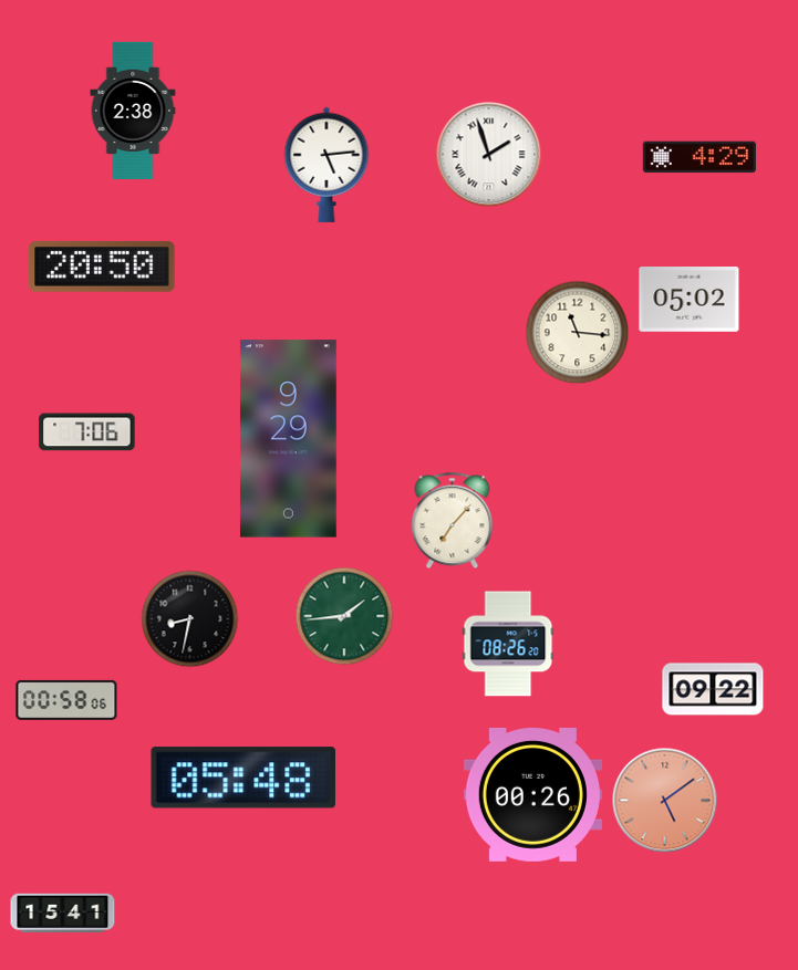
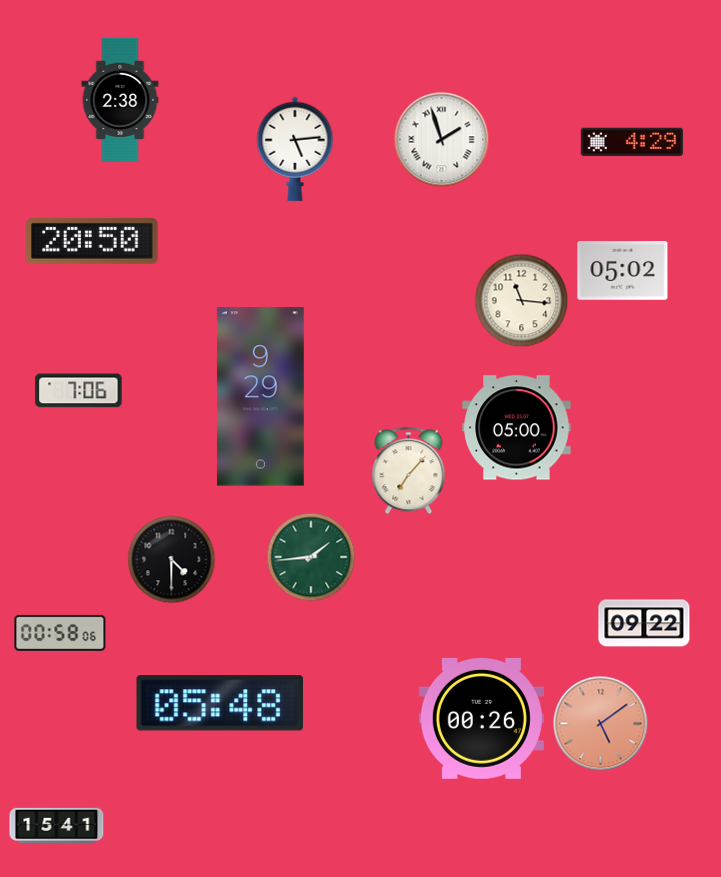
clock at (517, 428): none -> 05:00
clock at (190, 619): 8:32 -> 4:30
clock at (508, 644): 08:26 -> none
